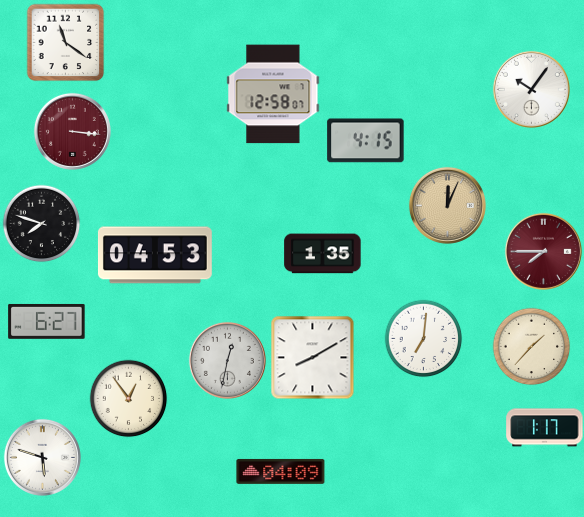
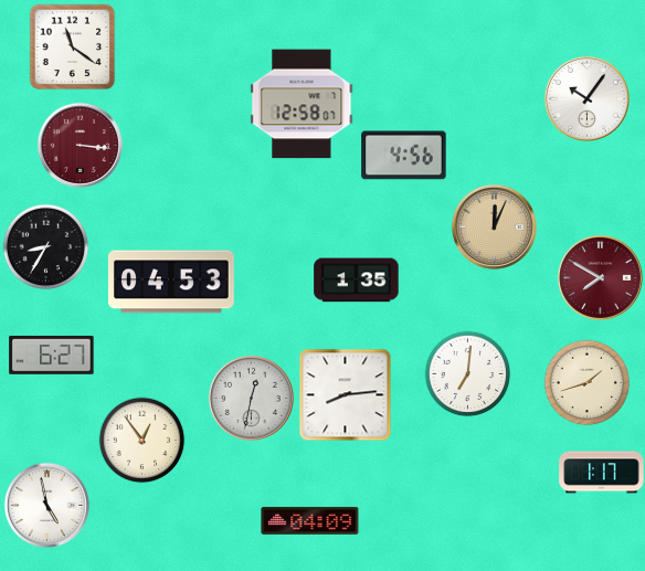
clock at (366, 141): 4:15 -> 4:56
clock at (41, 223): 7:48 -> 8:35
clock at (543, 251): 7:45 -> 7:50
clock at (531, 346): 1:37 -> 1:42
clock at (312, 357): 8:10 -> 8:14
clock at (42, 457): 5:48 -> 4:58
